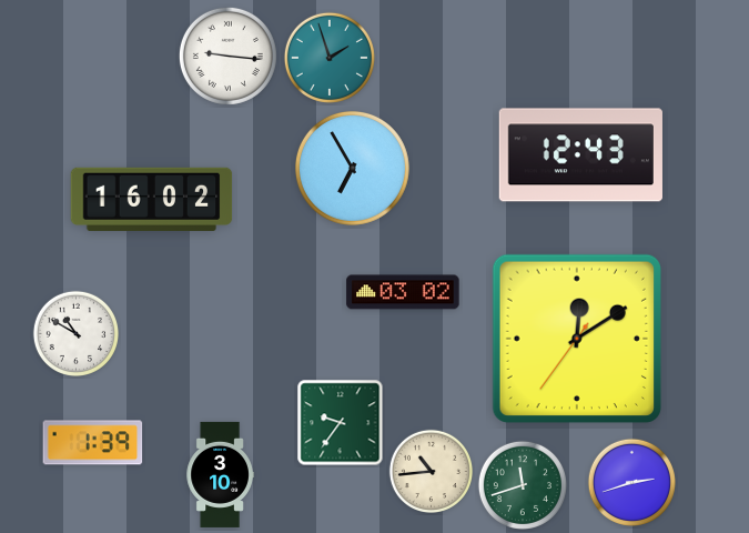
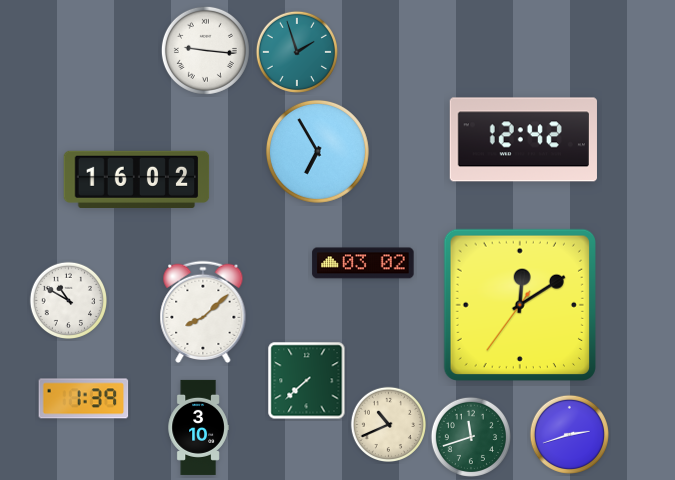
clock at (580, 155): 12:43 -> 12:42
clock at (203, 311): none -> 8:08
clock at (341, 423): 9:36 -> 7:38
clock at (431, 471): 10:44 -> 10:41
